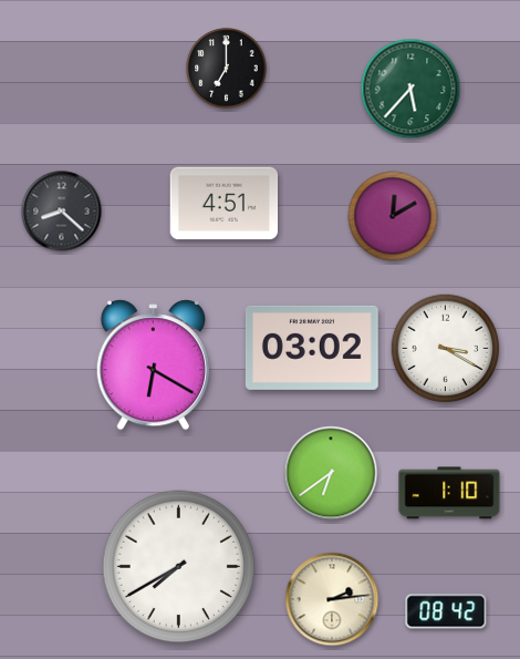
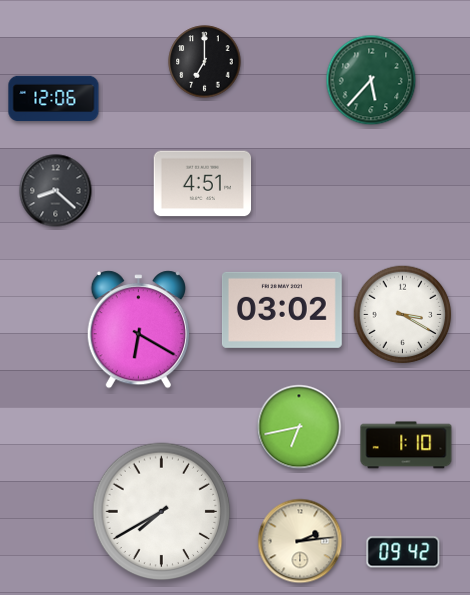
clock at (54, 99): none -> 12:06
clock at (393, 216): 12:10 -> none
clock at (312, 348) position: (312, 348) -> (282, 310)
clock at (331, 473): 6:39 -> 6:43
clock at (446, 611): 08:42 -> 09:42
